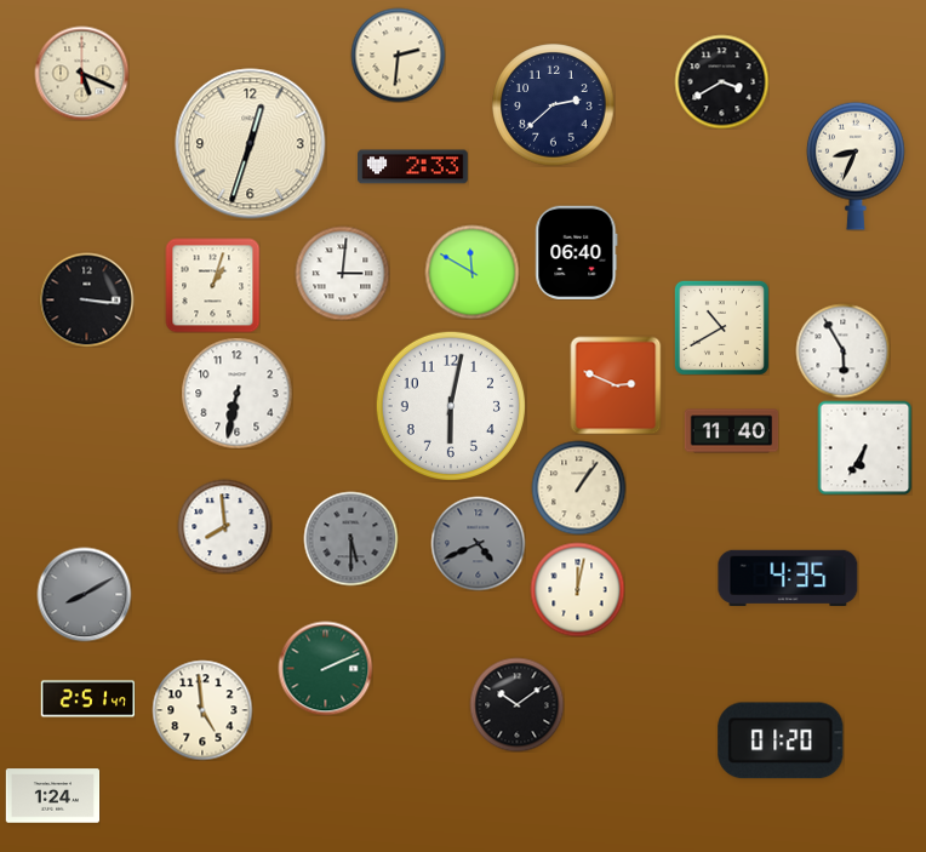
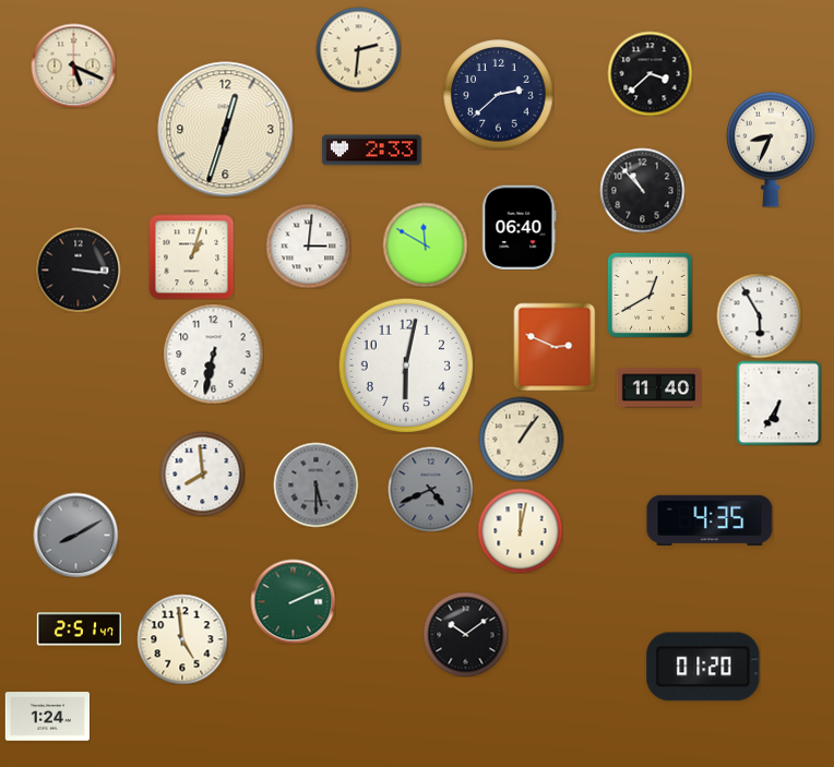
clock at (721, 81): 3:40 -> 3:38
clock at (642, 190): none -> 10:53
clock at (721, 327): 10:40 -> 12:40
